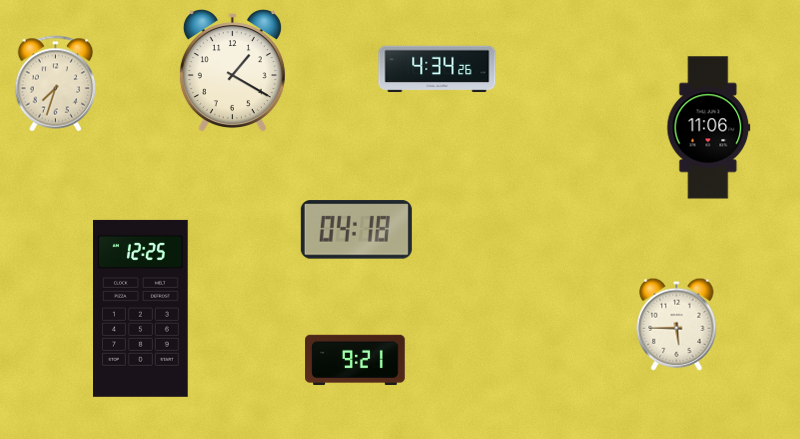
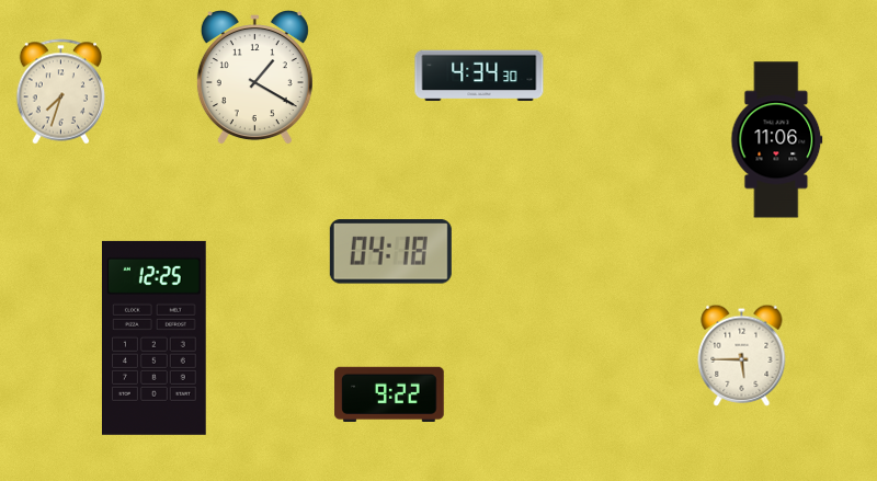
clock at (437, 69): 4:34:26 -> 4:34:30
clock at (355, 359): 9:21 -> 9:22
